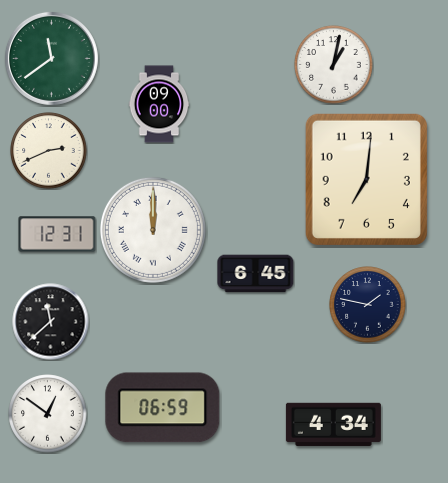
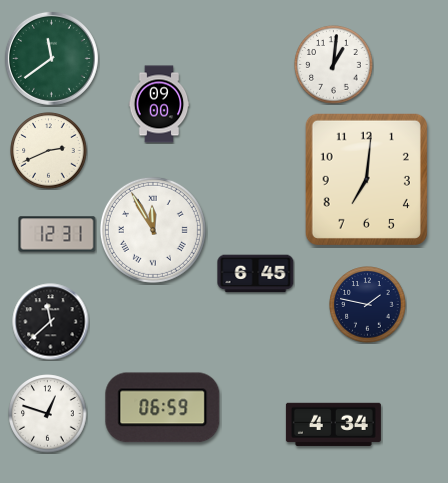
clock at (334, 65): 1:02 -> 1:01
clock at (153, 230): 12:00 -> 11:55
clock at (48, 414): 12:51 -> 12:48
